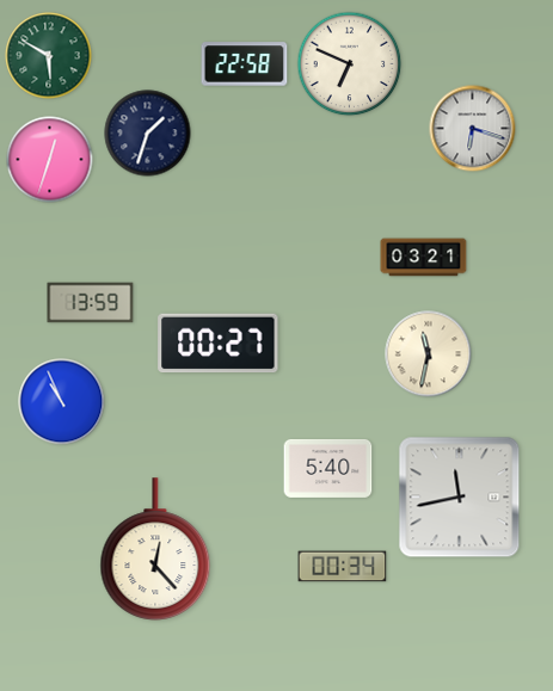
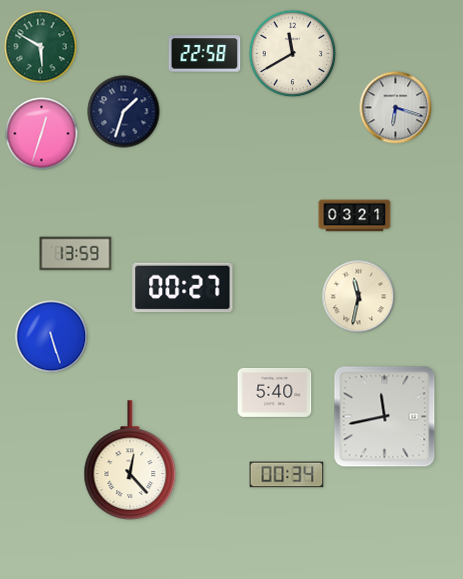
clock at (350, 64): 6:49 -> 11:40
clock at (62, 402): 10:56 -> 5:27
